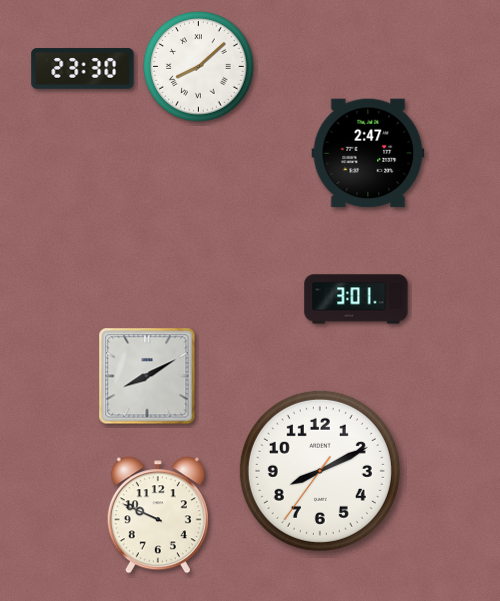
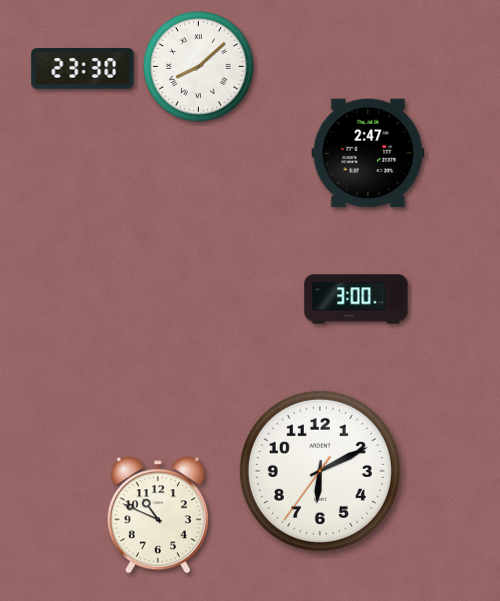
clock at (356, 299): 3:01 -> 3:00
clock at (147, 376): 8:10 -> none
clock at (320, 471): 8:10 -> 6:10
clock at (158, 515): 9:49 -> 10:49
